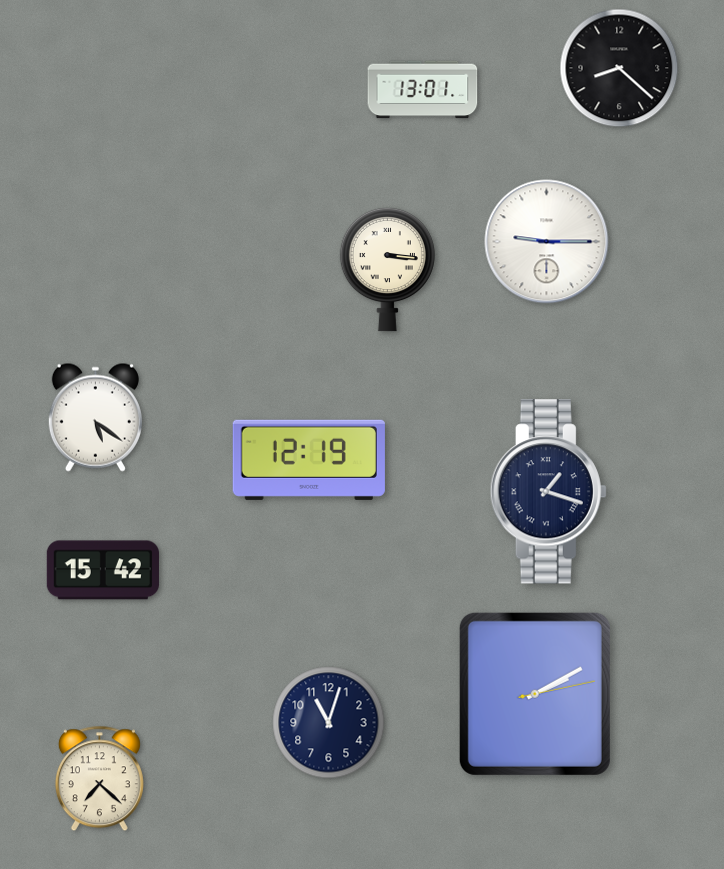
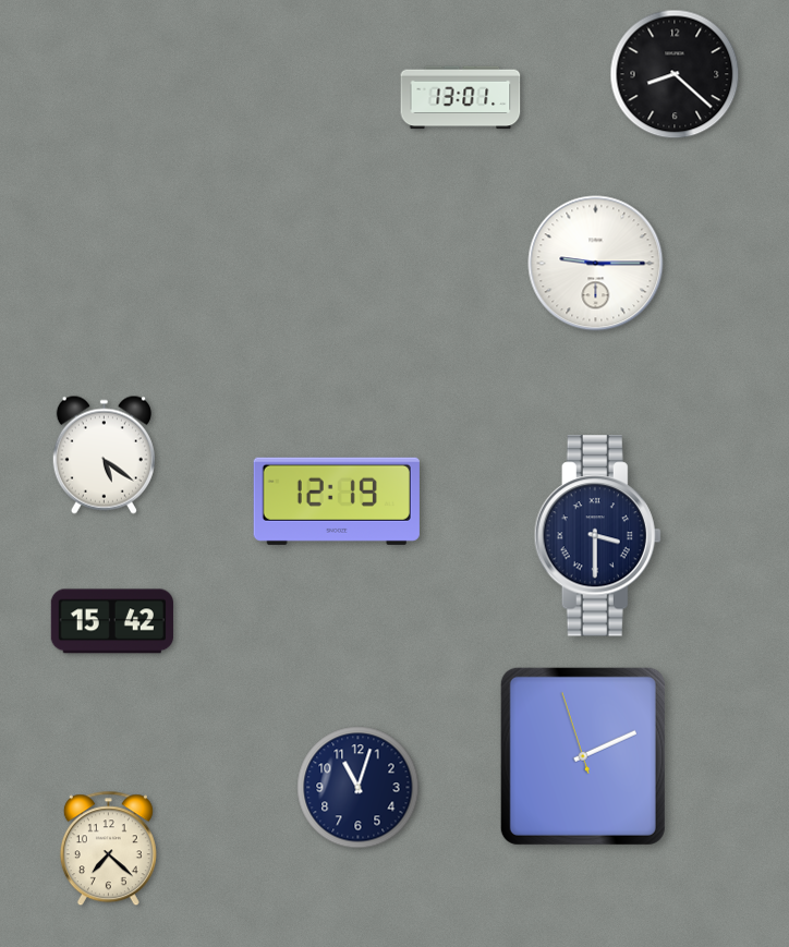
clock at (387, 269): 3:16 -> none
clock at (548, 492): 1:18 -> 3:30
clock at (535, 694): 2:10:13 -> 2:10:57
